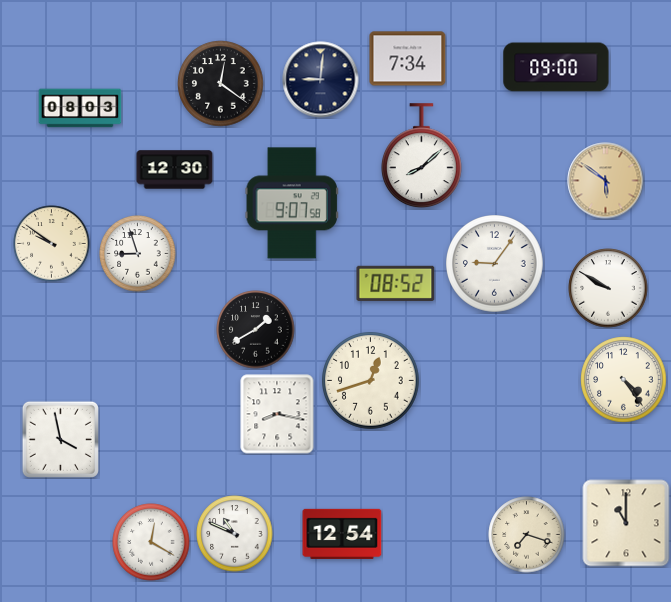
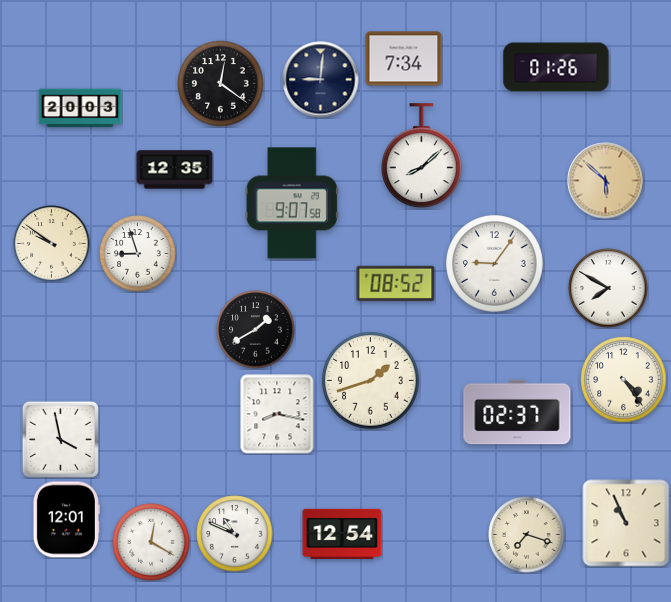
clock at (408, 59) position: (408, 59) -> (404, 59)
clock at (556, 67): 09:00 -> 01:26
clock at (80, 108): 08:03 -> 20:03
clock at (175, 170): 12:30 -> 12:35
clock at (606, 181): 5:51 -> 5:52
clock at (608, 288): 9:50 -> 7:50
clock at (371, 381): 12:42 -> 1:42
clock at (517, 412): none -> 02:37
clock at (66, 520): none -> 12:01
clock at (626, 523): 11:00 -> 10:56
